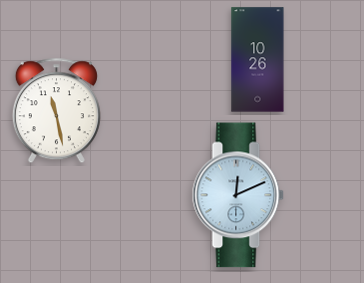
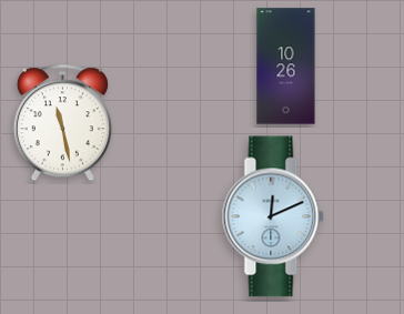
clock at (238, 195) position: (238, 195) -> (273, 216)
